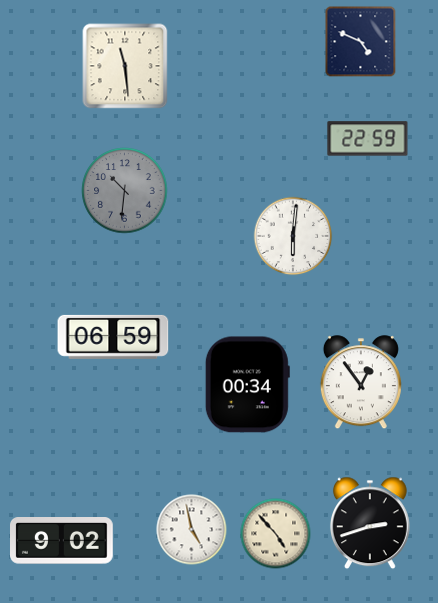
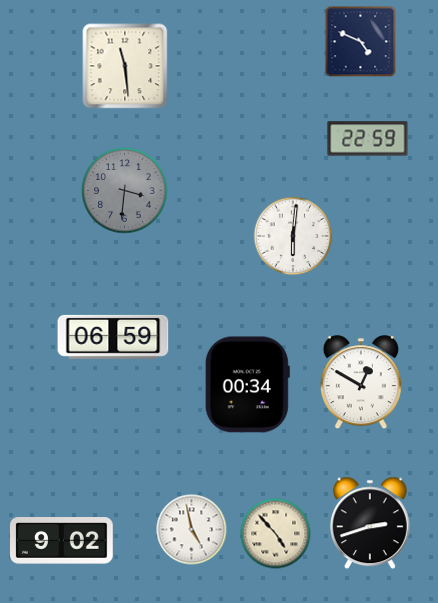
clock at (125, 191): 10:31 -> 3:31
clock at (361, 383): 12:54 -> 12:50
